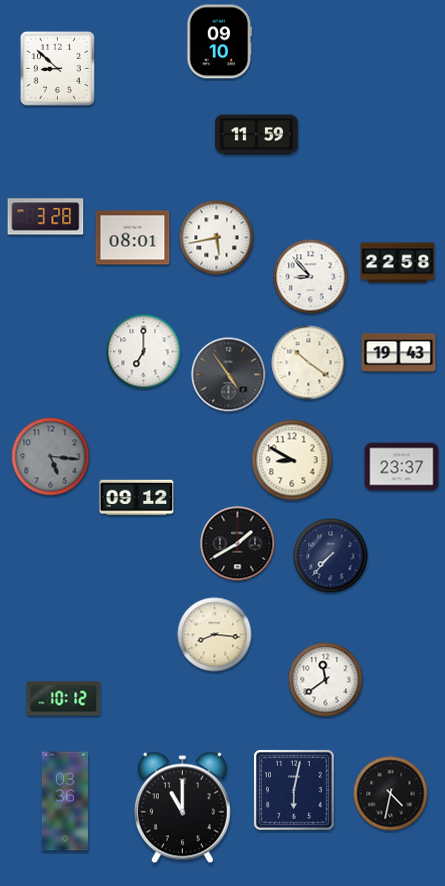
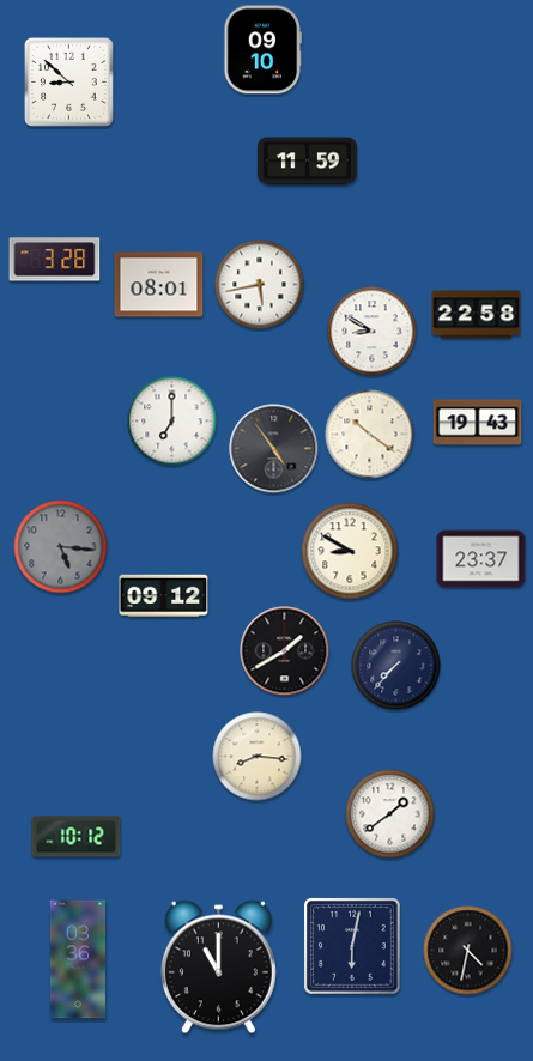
clock at (311, 277): 8:53 -> 8:50
clock at (215, 635) position: (215, 635) -> (258, 757)
clock at (326, 680): 11:39 -> 1:39
